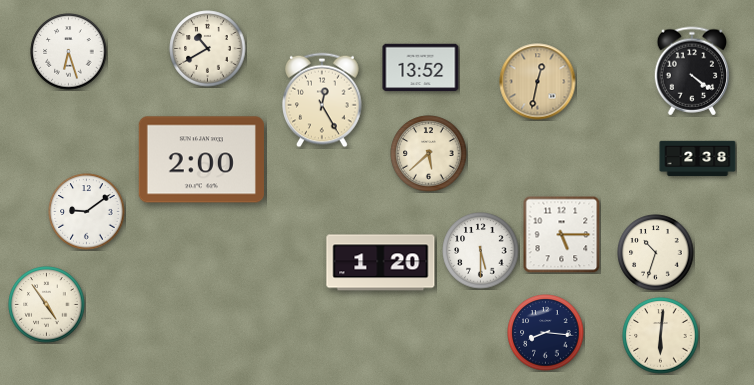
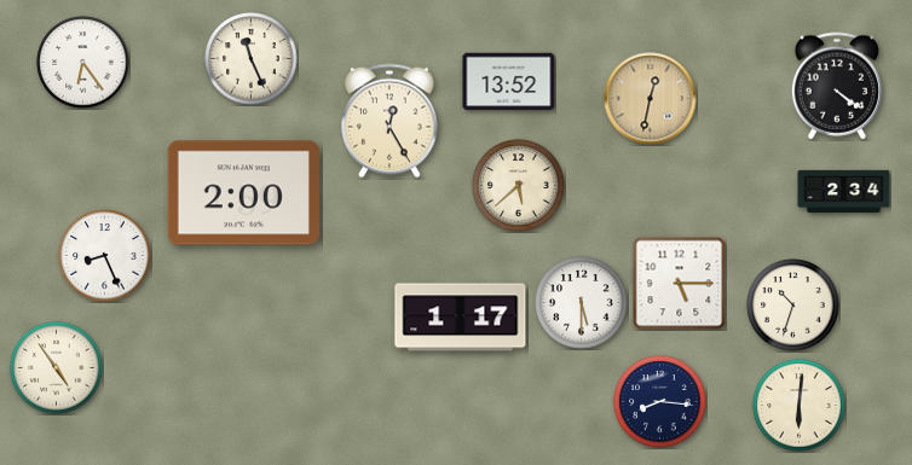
clock at (208, 49): 10:40 -> 11:26
clock at (69, 52): 6:27 -> 6:24
clock at (698, 159): 2:38 -> 2:34
clock at (87, 212): 9:09 -> 8:26
clock at (381, 263): 1:20 -> 1:17
